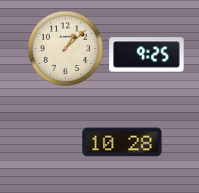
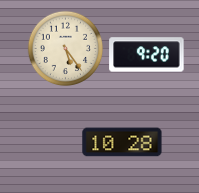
clock at (66, 49): 1:08 -> 5:24
clock at (147, 55): 9:25 -> 9:20
